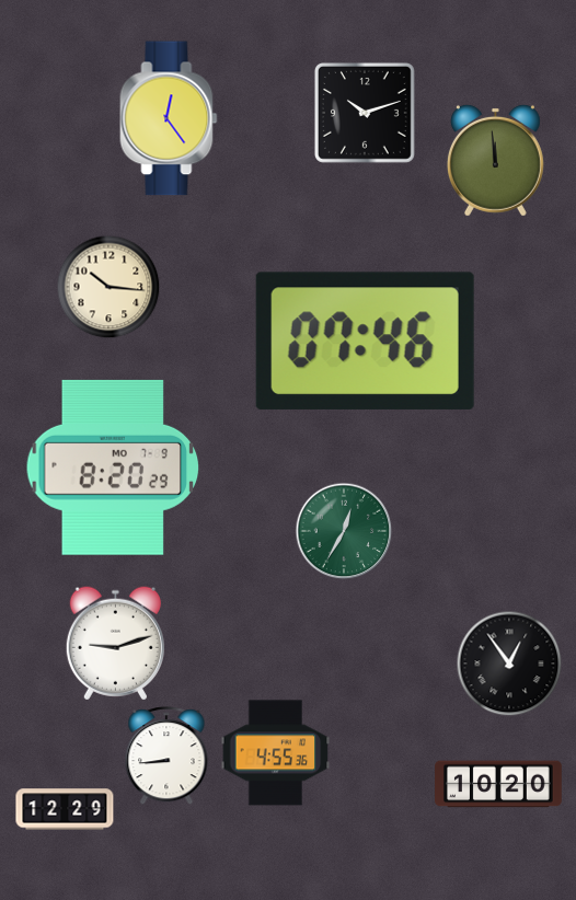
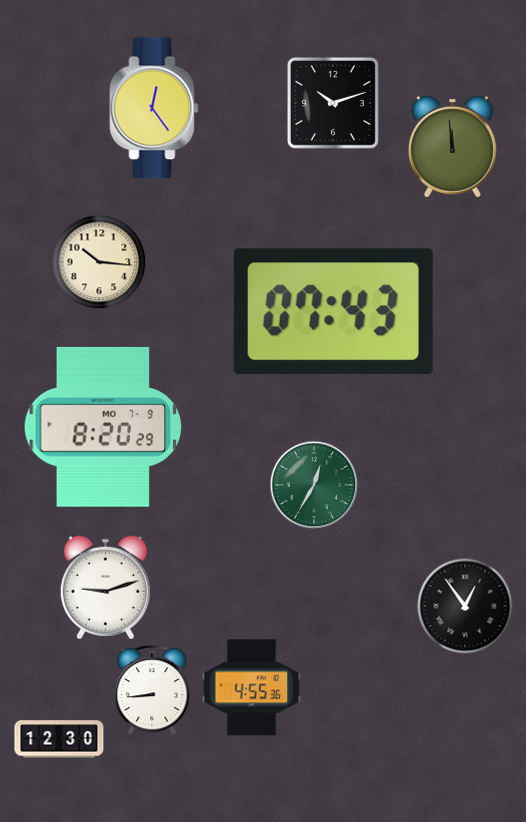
clock at (365, 341): 07:46 -> 07:43
clock at (498, 784): 10:20 -> none
clock at (65, 809): 12:29 -> 12:30
